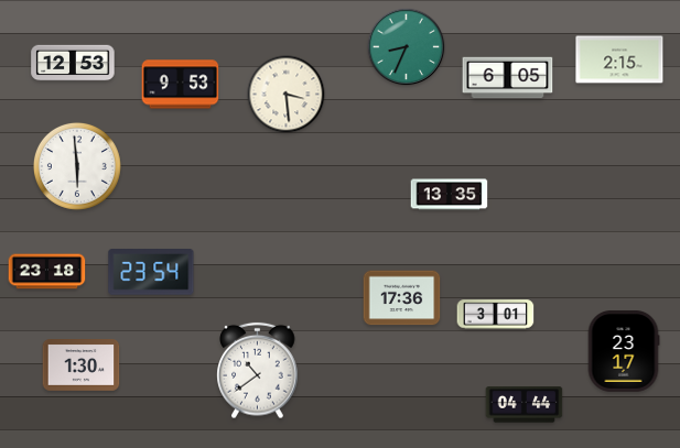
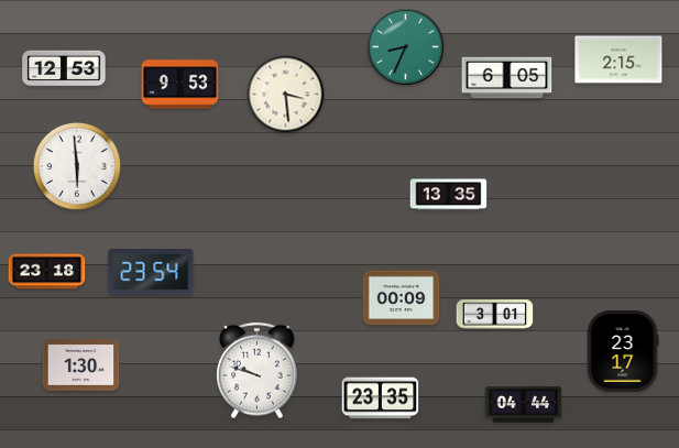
clock at (73, 63) position: (73, 63) -> (64, 68)
clock at (402, 298): 17:36 -> 00:09
clock at (258, 371): 10:39 -> 9:48
clock at (381, 398): none -> 23:35
